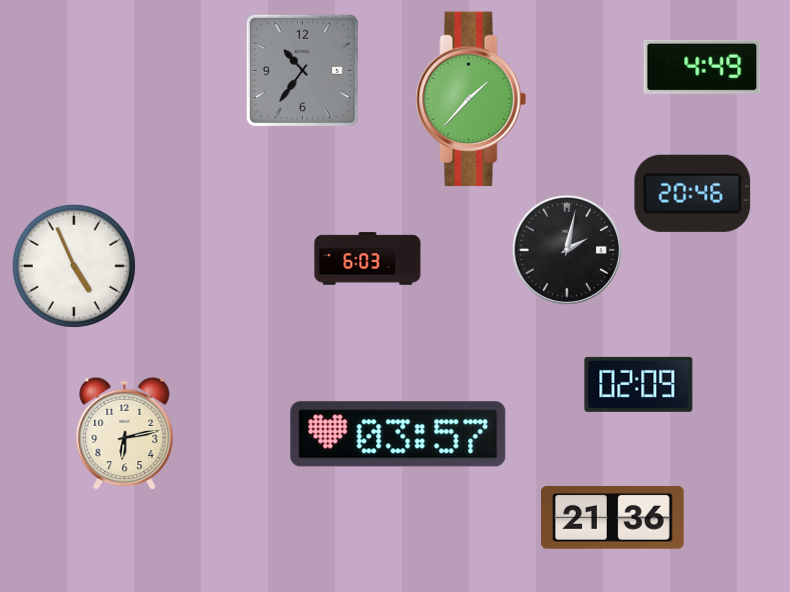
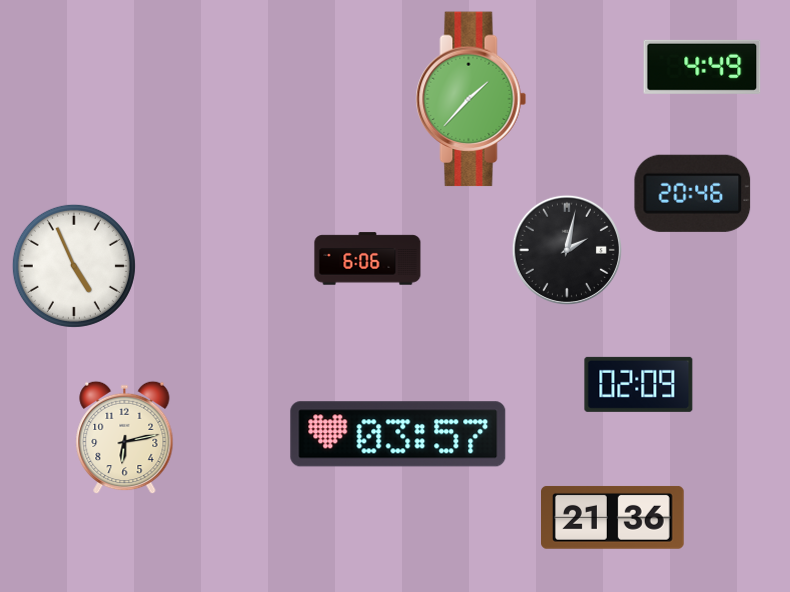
clock at (302, 70): 10:36 -> none
clock at (368, 259): 6:03 -> 6:06
clock at (125, 433) position: (125, 433) -> (125, 437)
